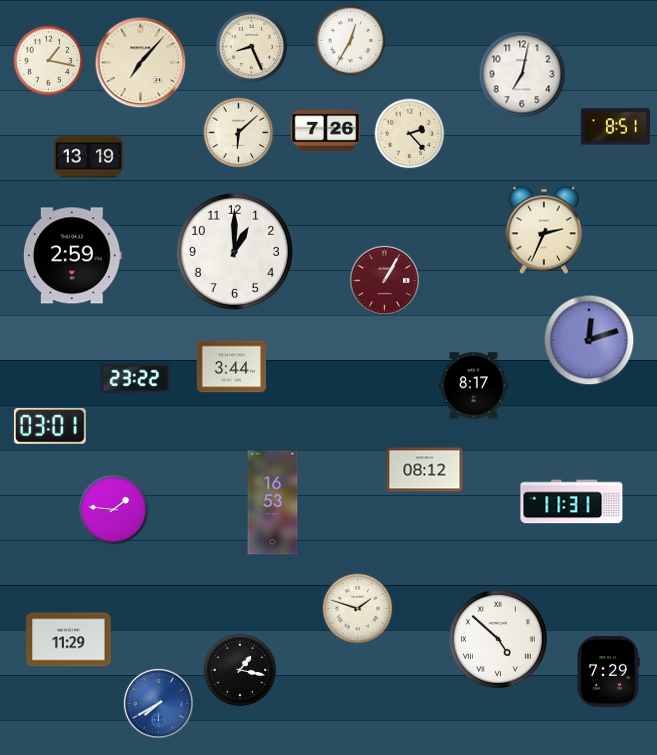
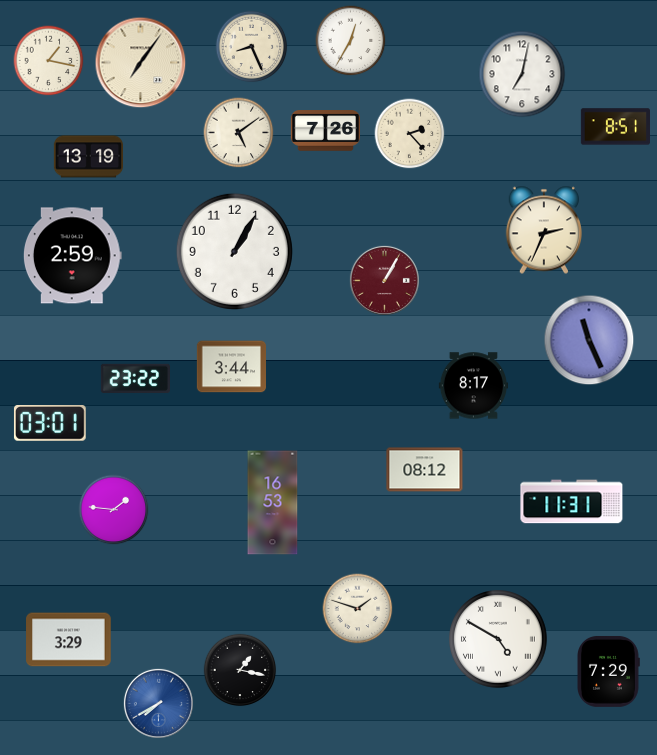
clock at (141, 63): 7:07 -> 7:06
clock at (239, 133): 6:08 -> 5:09
clock at (234, 251): 1:00 -> 1:05
clock at (589, 340): 12:12 -> 11:26
clock at (50, 427) position: (50, 427) -> (50, 424)
clock at (69, 640): 11:29 -> 3:29
clock at (499, 640): 4:52 -> 4:50
